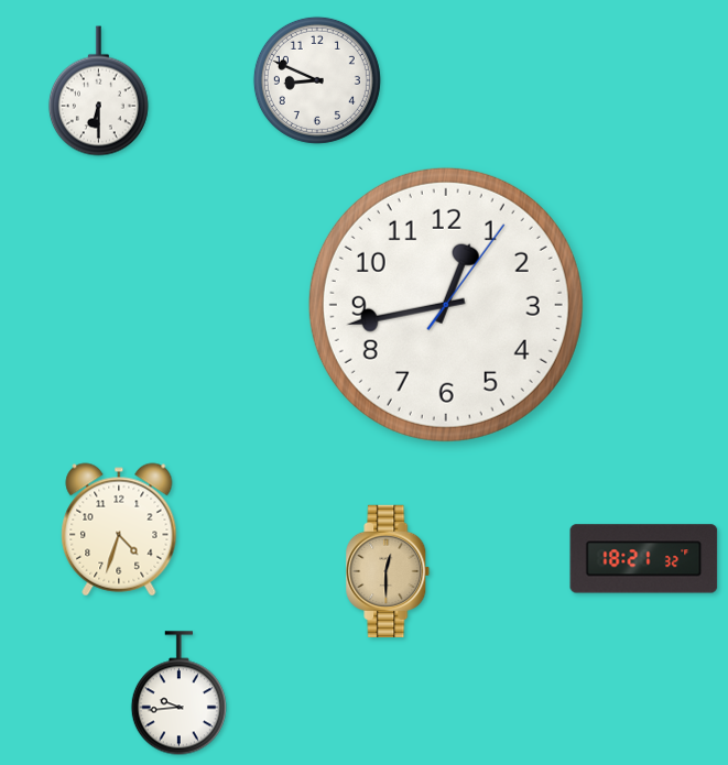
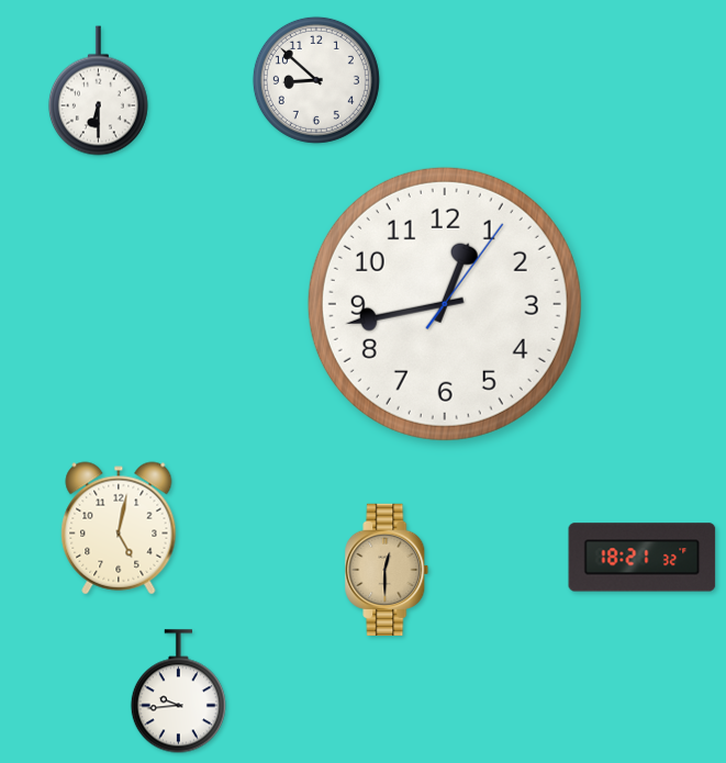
clock at (317, 80): 8:49 -> 8:52
clock at (119, 529): 4:33 -> 5:02
